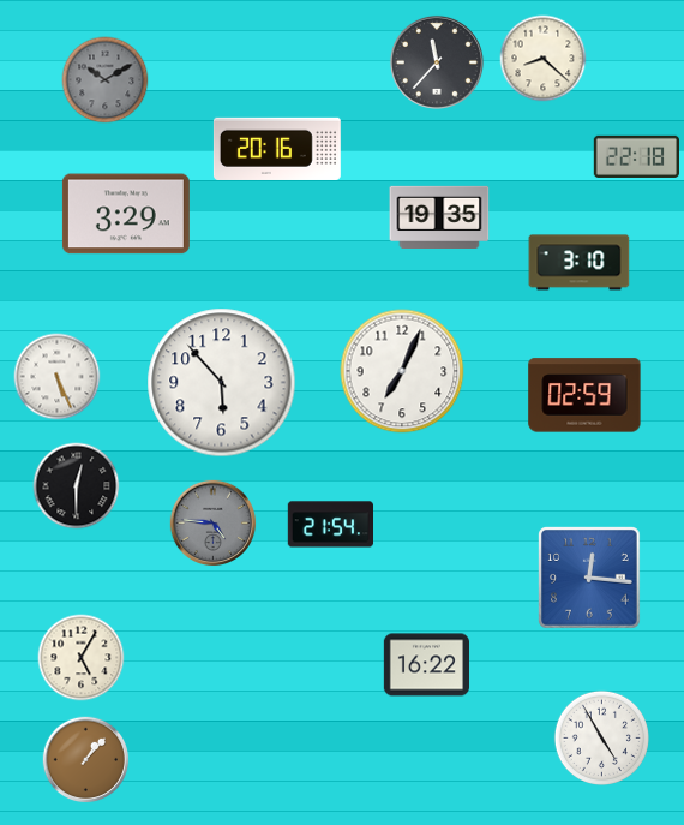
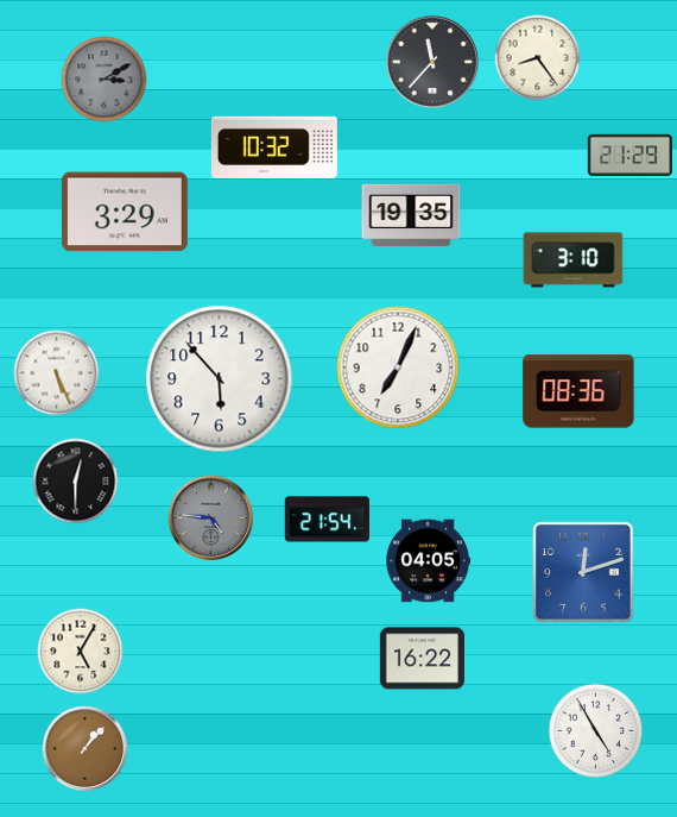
clock at (544, 59): 8:22 -> 8:24
clock at (106, 80): 10:10 -> 3:10
clock at (277, 149): 20:16 -> 10:32
clock at (636, 156): 22:18 -> 21:29
clock at (439, 216) position: (439, 216) -> (411, 214)
clock at (584, 395): 02:59 -> 08:36
clock at (428, 561): none -> 04:05
clock at (590, 579): 12:16 -> 12:12
clock at (86, 760) position: (86, 760) -> (86, 749)
